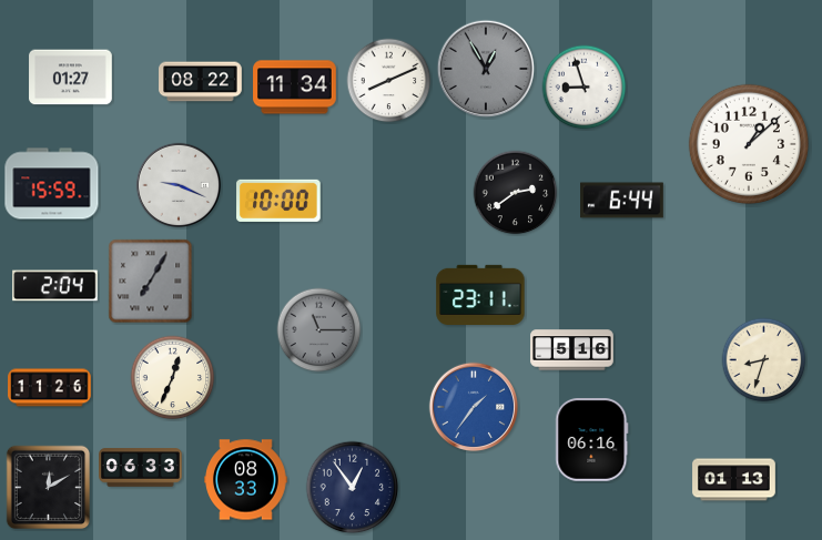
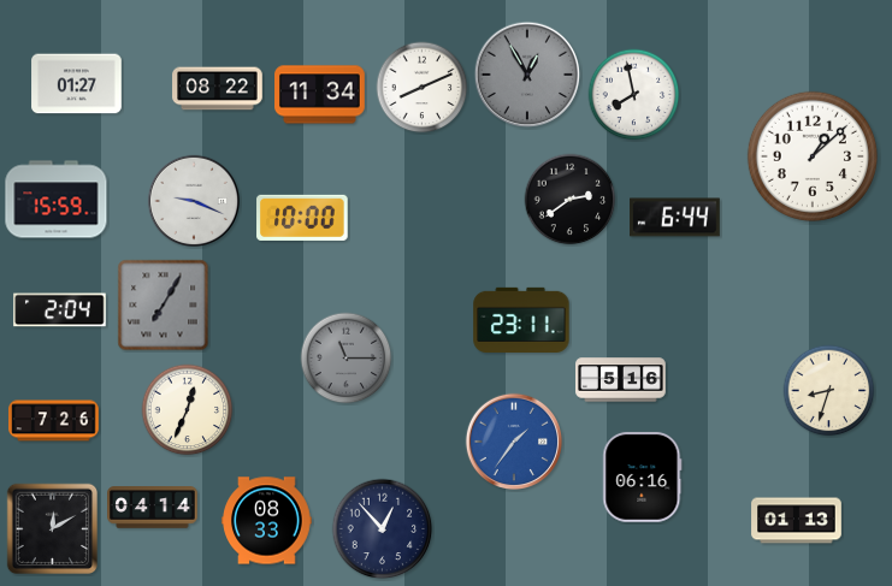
clock at (585, 88): 8:57 -> 7:58
clock at (516, 193) position: (516, 193) -> (571, 200)
clock at (50, 388): 11:26 -> 7:26
clock at (141, 468): 06:33 -> 04:14
clock at (353, 488): 12:54 -> 12:53
